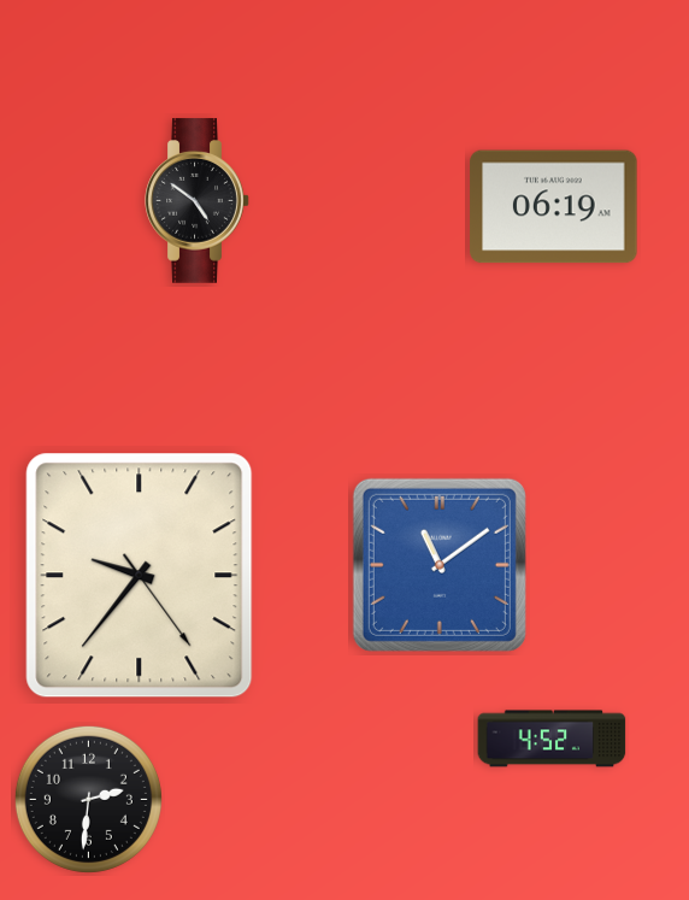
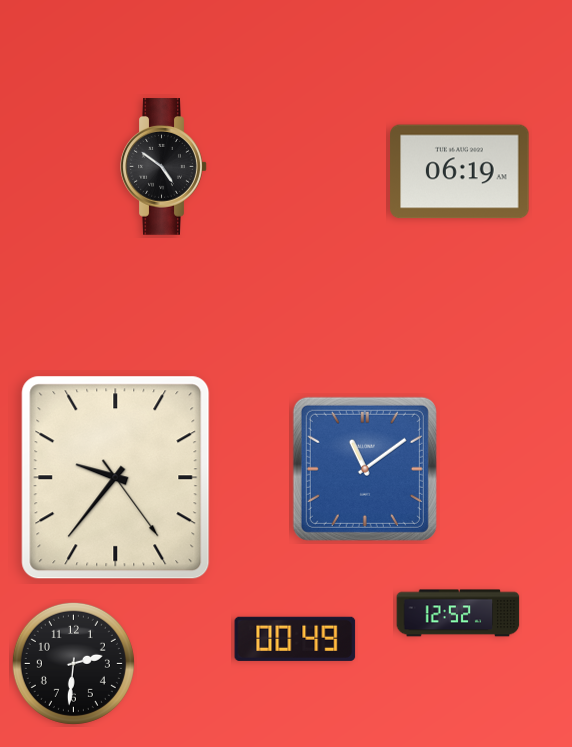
clock at (552, 739): 4:52 -> 12:52
clock at (295, 639): none -> 00:49
